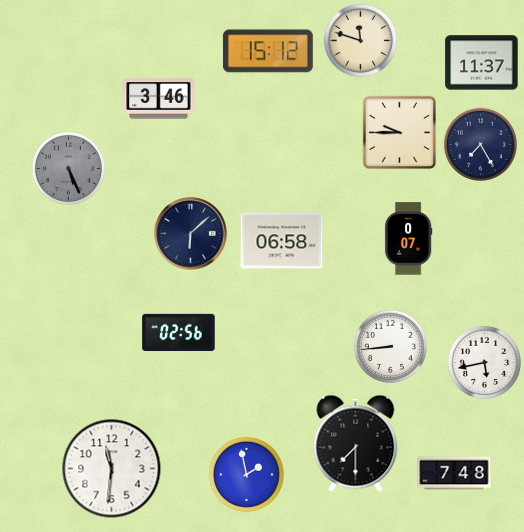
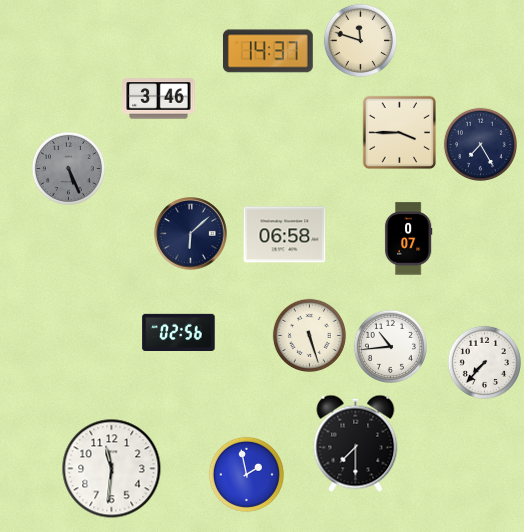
clock at (268, 51): 15:12 -> 14:37
clock at (482, 63): 11:37 -> none
clock at (399, 132): 9:45 -> 3:45
clock at (282, 241) position: (282, 241) -> (285, 235)
clock at (309, 335): none -> 5:27
clock at (390, 346): 8:44 -> 10:44
clock at (484, 362): 5:43 -> 7:37
clock at (454, 473): 7:48 -> none
